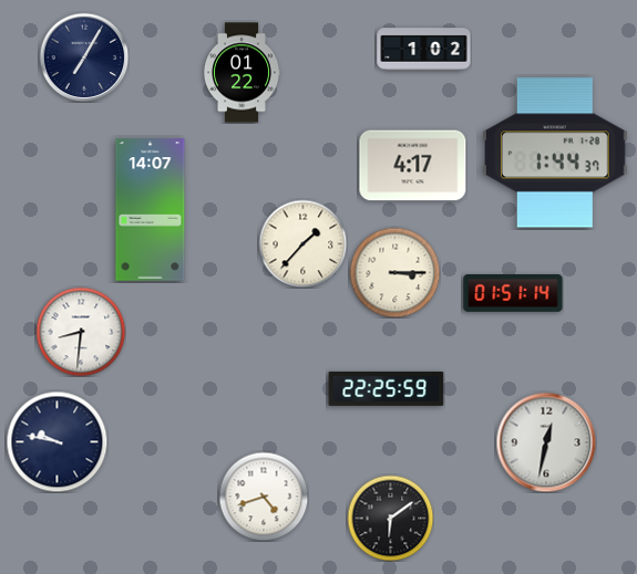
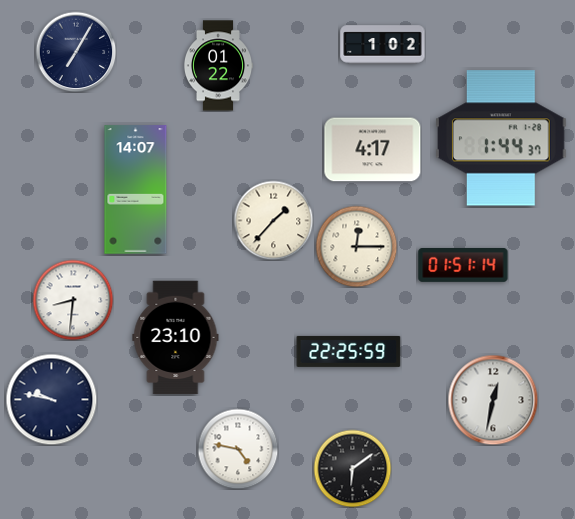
clock at (394, 272): 3:15 -> 12:15
clock at (176, 338): none -> 23:10
clock at (264, 497): 4:42 -> 4:47
